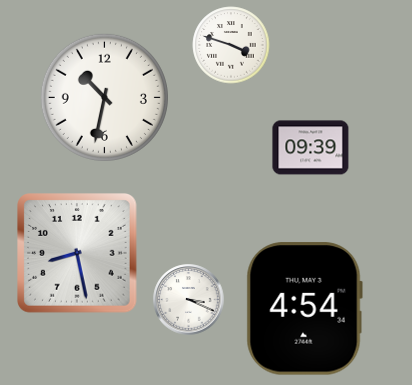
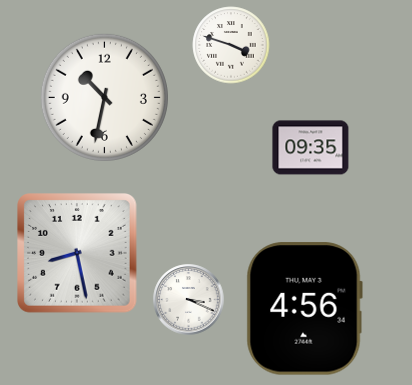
clock at (311, 148): 09:39 -> 09:35
clock at (304, 309): 4:54 -> 4:56
